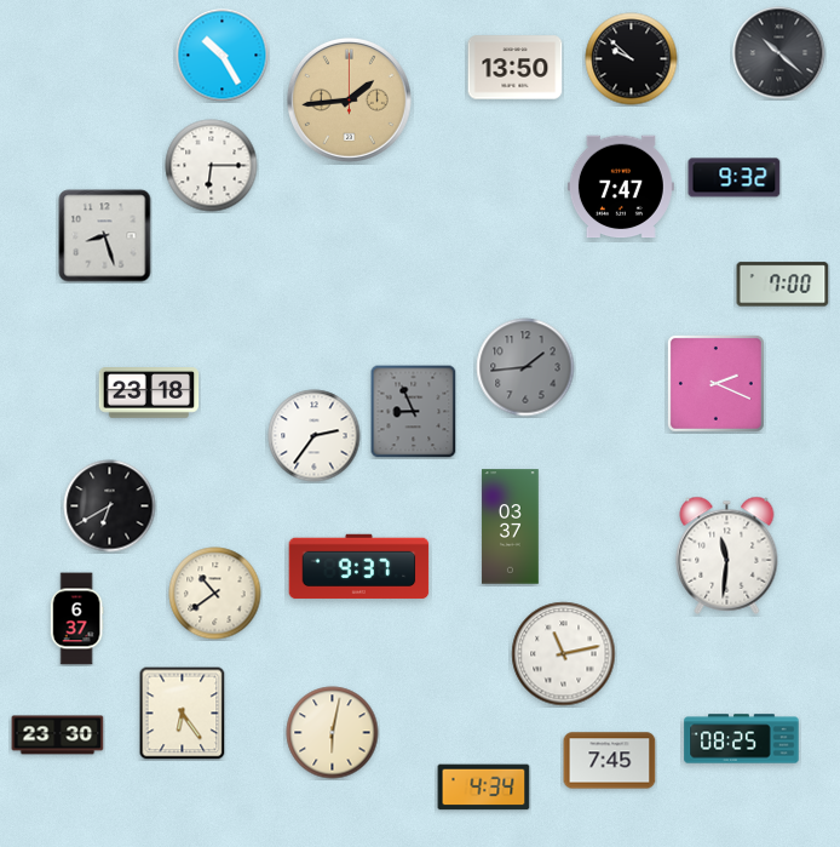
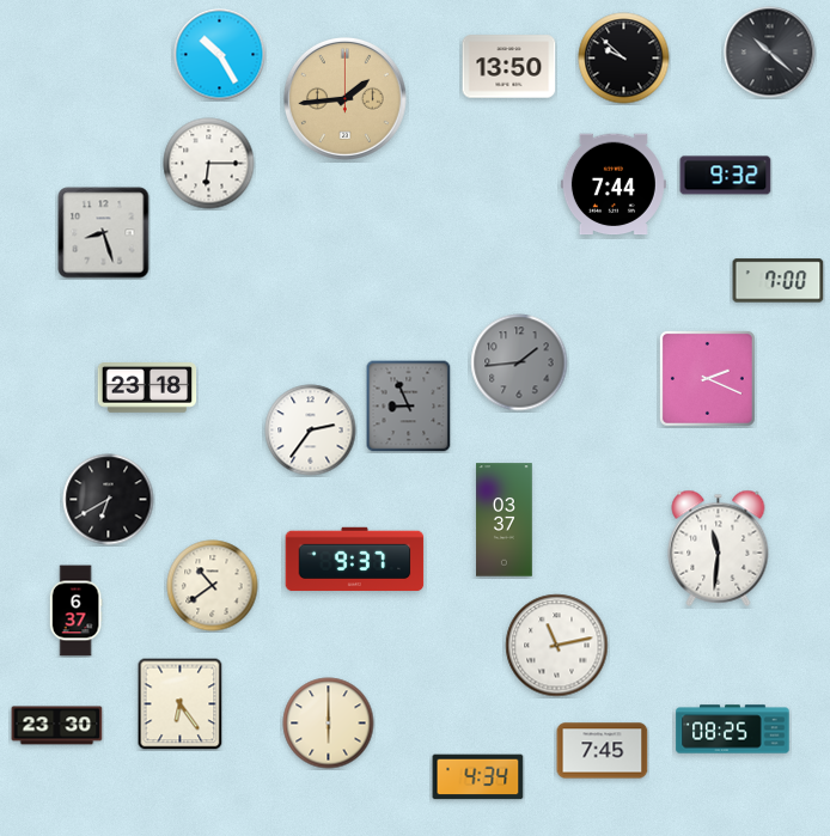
clock at (621, 187): 7:47 -> 7:44
clock at (783, 285) position: (783, 285) -> (779, 281)
clock at (333, 733): 6:02 -> 6:00
